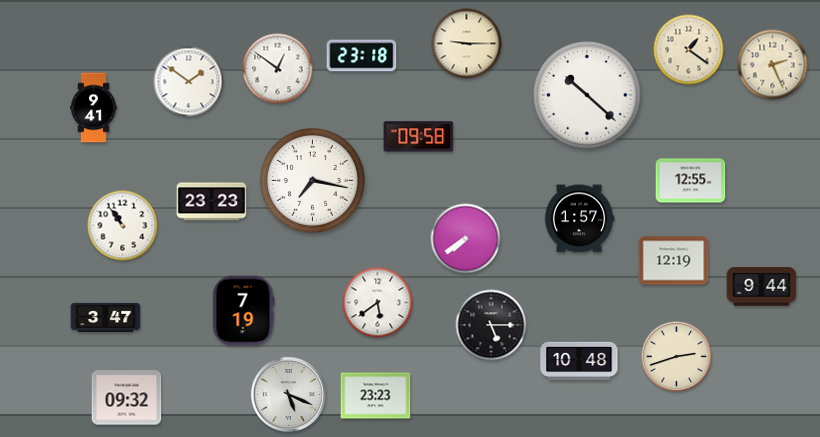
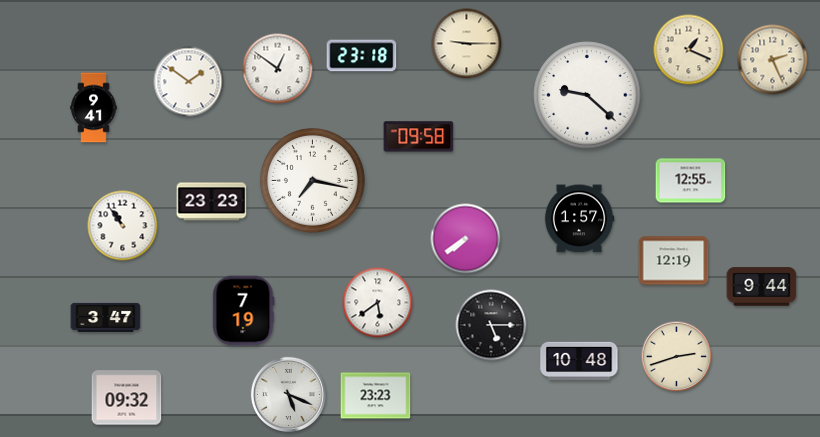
clock at (689, 50): 1:21 -> 1:19
clock at (773, 65) position: (773, 65) -> (773, 60)
clock at (587, 95): 10:22 -> 9:22
